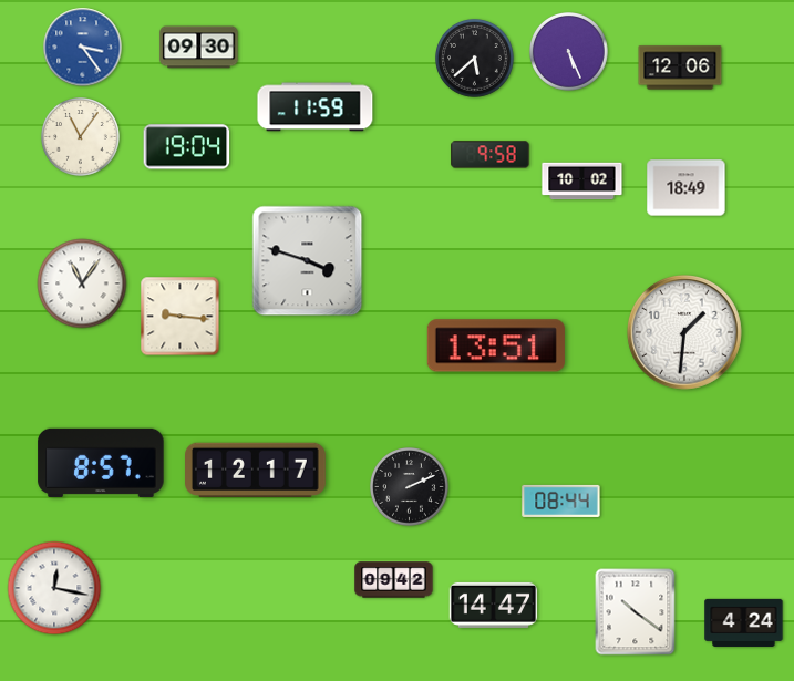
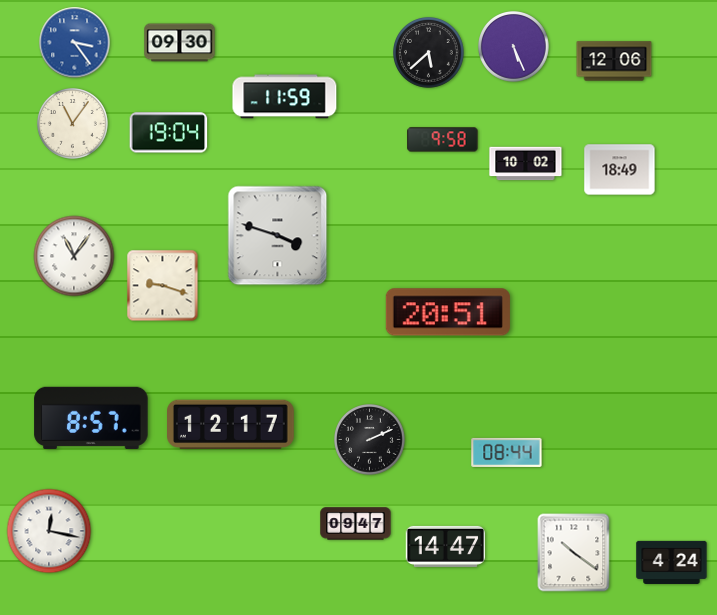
clock at (181, 317): 9:16 -> 9:18
clock at (684, 332): 1:31 -> none
clock at (496, 345): 13:51 -> 20:51
clock at (394, 580): 09:42 -> 09:47
